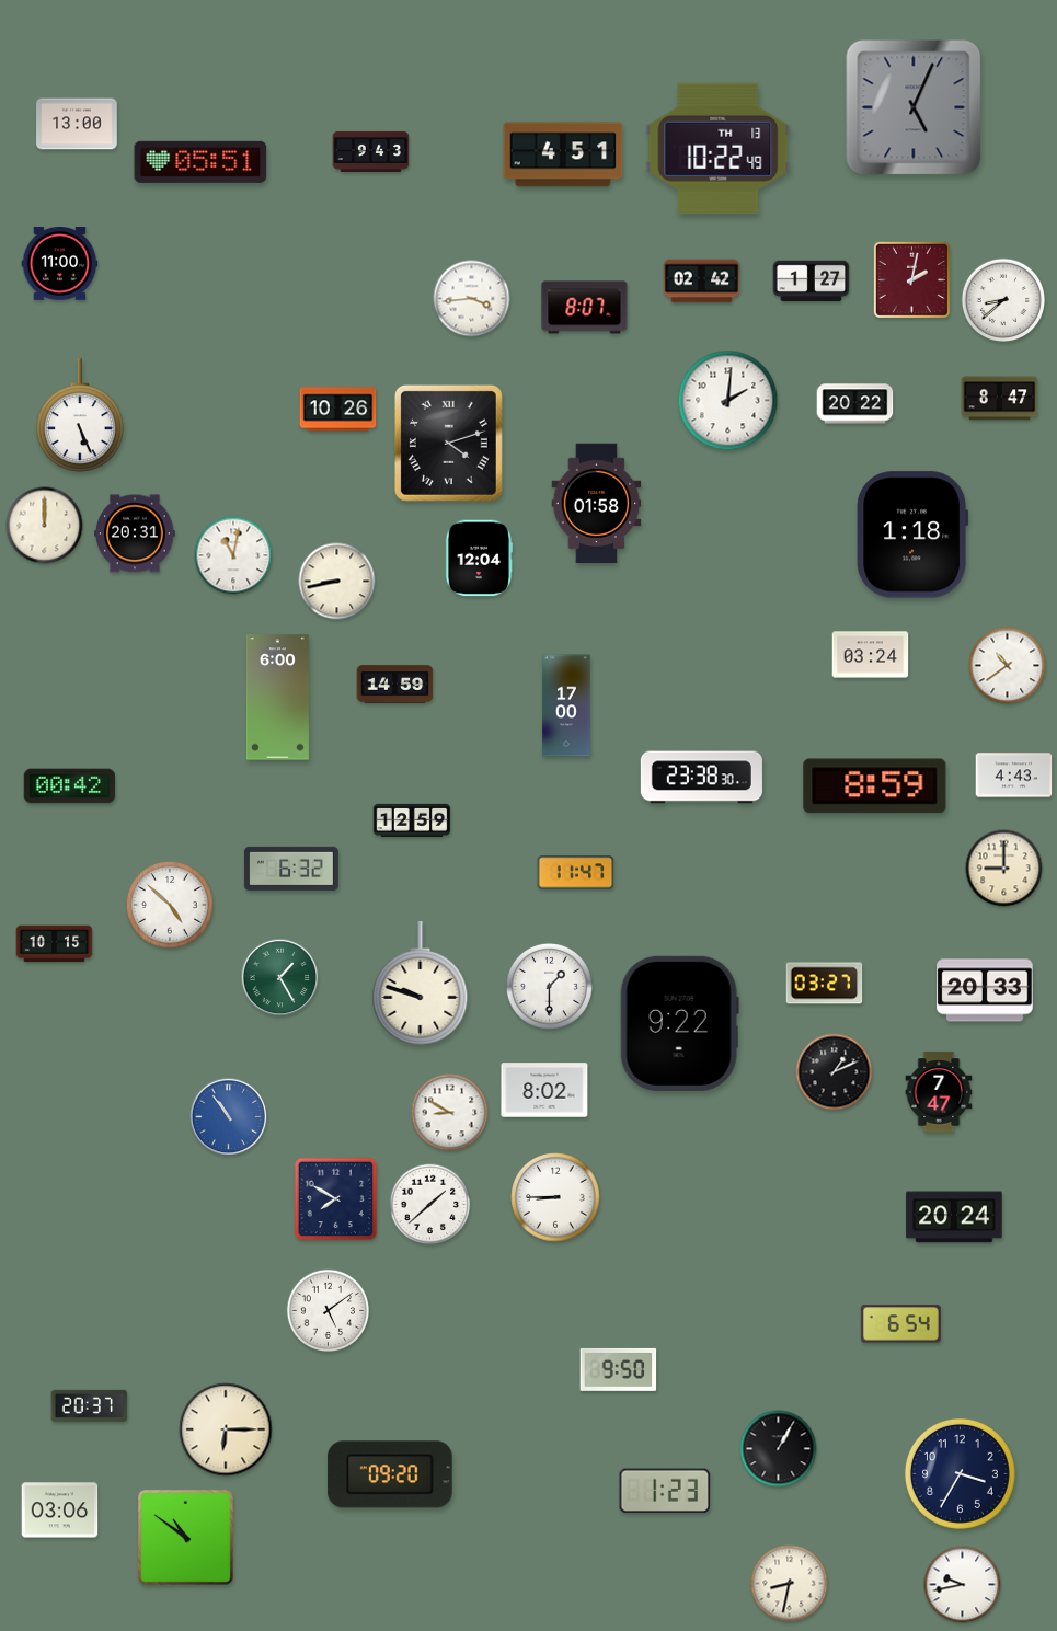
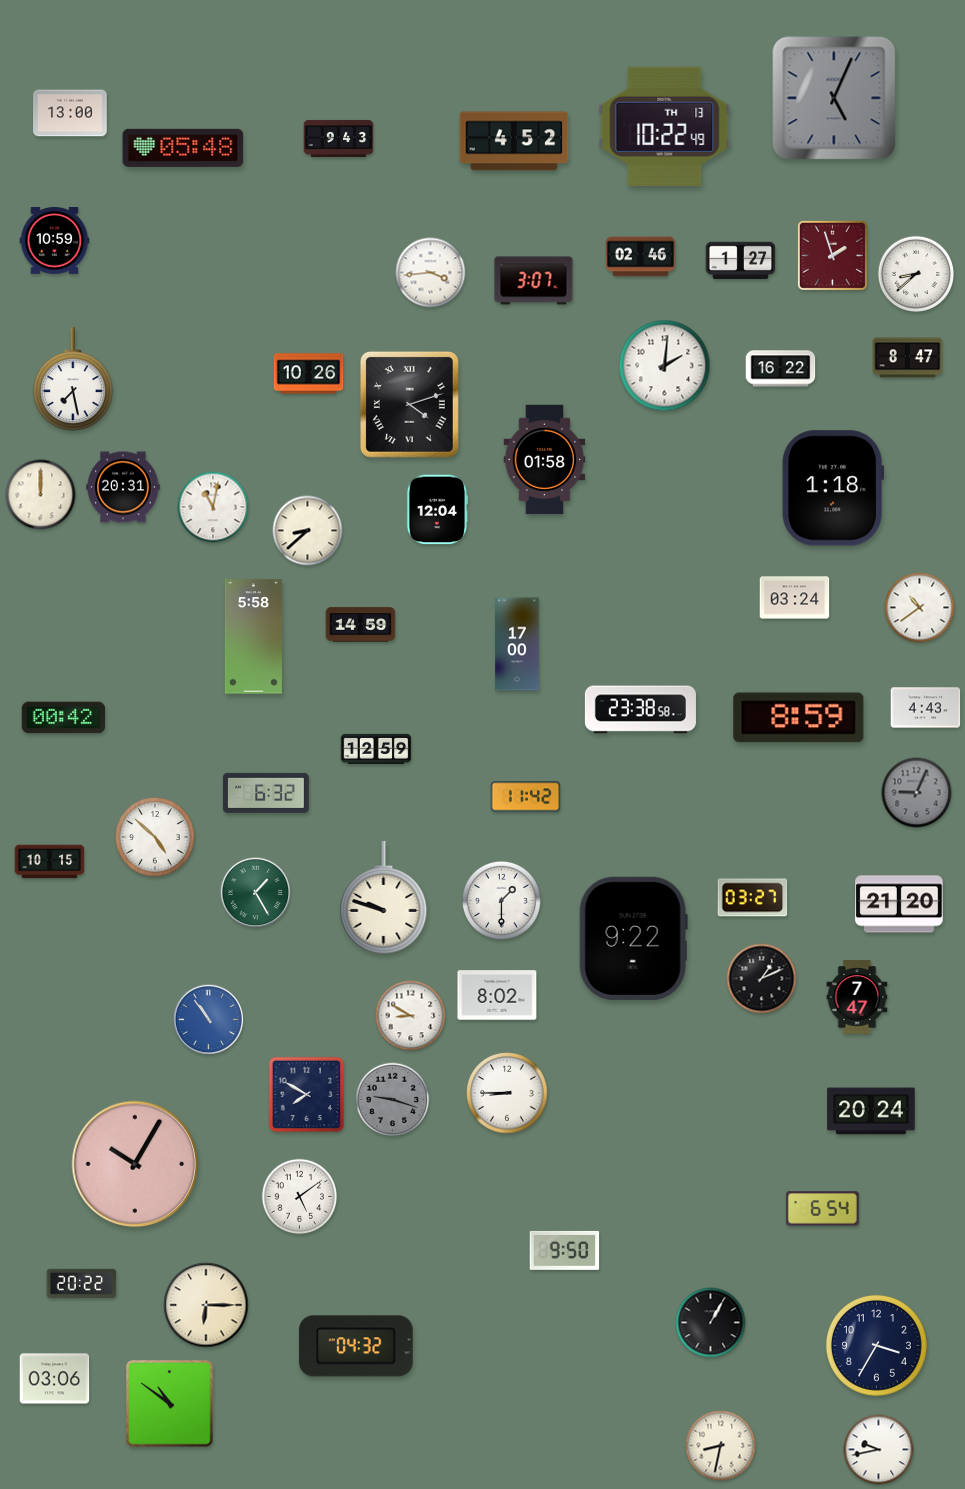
clock at (719, 148) position: (719, 148) -> (665, 126)
clock at (563, 154): 4:51 -> 4:52
clock at (200, 162): 05:51 -> 05:48
clock at (60, 264): 11:00 -> 10:59
clock at (911, 279): 2:02 -> 1:57
clock at (702, 282): 02:42 -> 02:46
clock at (812, 282) position: (812, 282) -> (741, 261)
clock at (585, 308): 8:07 -> 3:07
clock at (1000, 399) position: (1000, 399) -> (908, 358)
clock at (855, 404): 20:22 -> 16:22
clock at (81, 415): 5:26 -> 7:28
clock at (45, 526) position: (45, 526) -> (41, 495)
clock at (337, 582): 8:43 -> 8:38
clock at (277, 698): 6:00 -> 5:58
clock at (701, 778): 23:38:30 -> 23:38:58
clock at (1004, 869): 9:00 -> 9:04
clock at (1004, 869) dial: cream -> grey
clock at (576, 873): 11:47 -> 11:42
clock at (170, 905) position: (170, 905) -> (155, 837)
clock at (985, 990): 20:33 -> 21:20
clock at (679, 1023) position: (679, 1023) -> (633, 938)
clock at (430, 1205): 1:38 -> 9:18
clock at (430, 1205) dial: white -> grey
clock at (135, 1164): none -> 10:05
clock at (90, 1405): 20:37 -> 20:22
clock at (390, 1474): 09:20 -> 04:32
clock at (665, 1491): 1:23 -> none
clock at (963, 1585) position: (963, 1585) -> (879, 1450)
